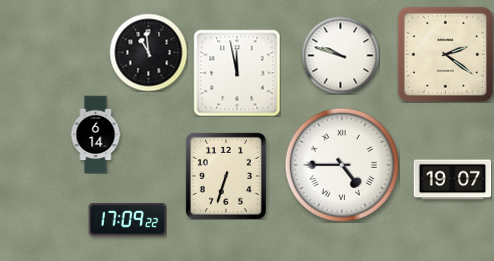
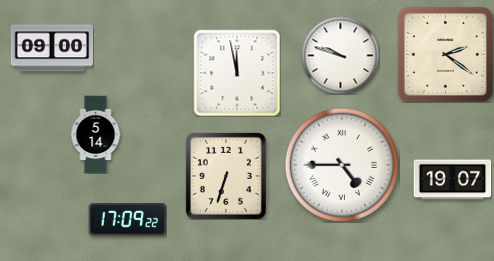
clock at (52, 48): none -> 09:00
clock at (148, 52): 10:59 -> none
clock at (96, 134): 6:14 -> 5:14
